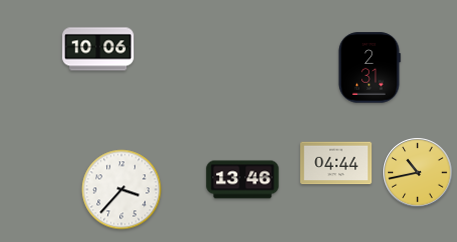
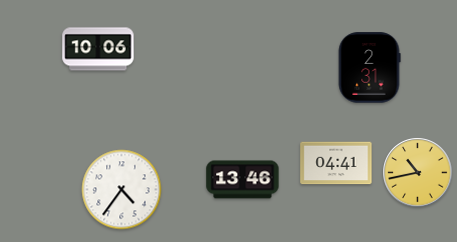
clock at (336, 163): 04:44 -> 04:41
clock at (122, 190): 3:37 -> 4:36
